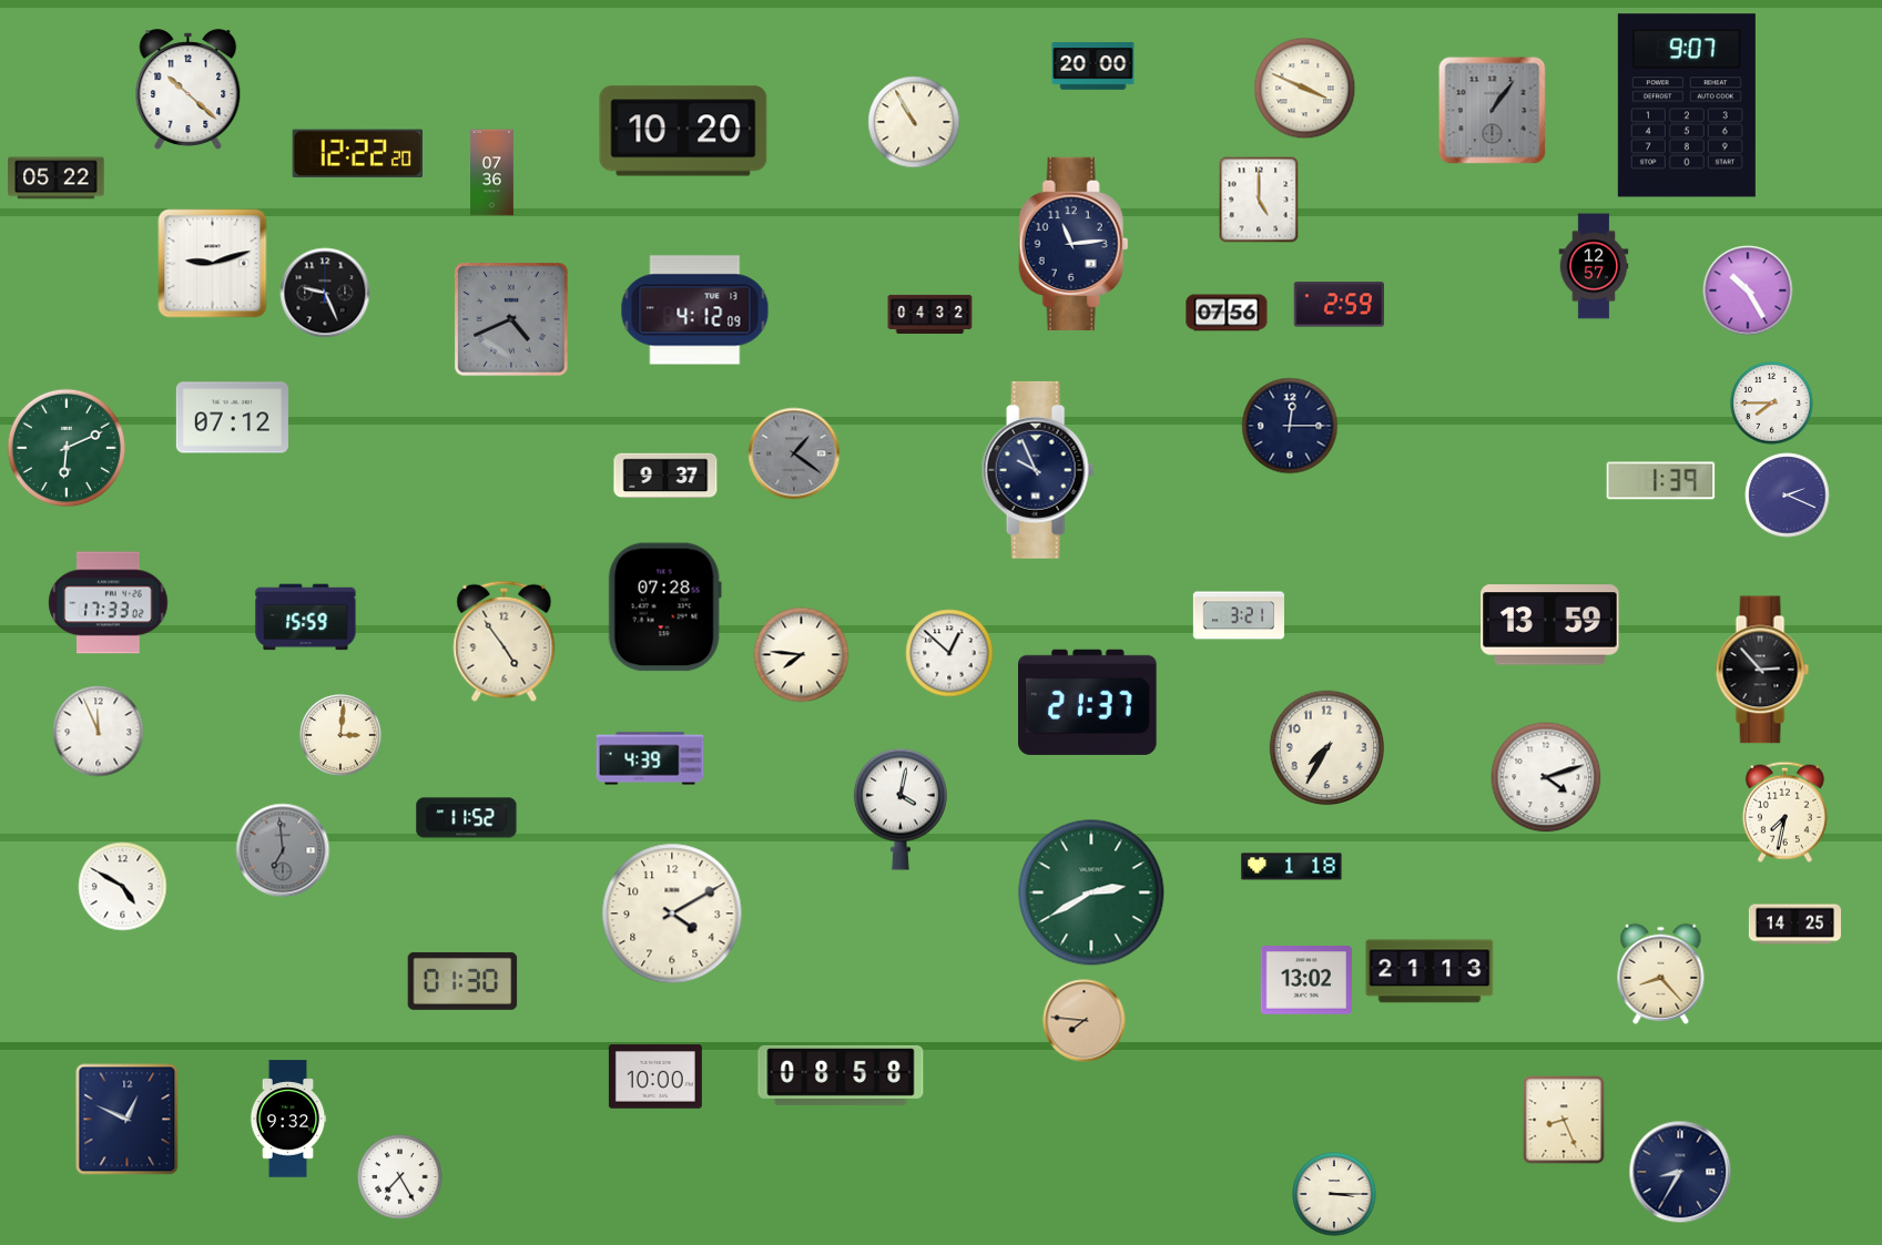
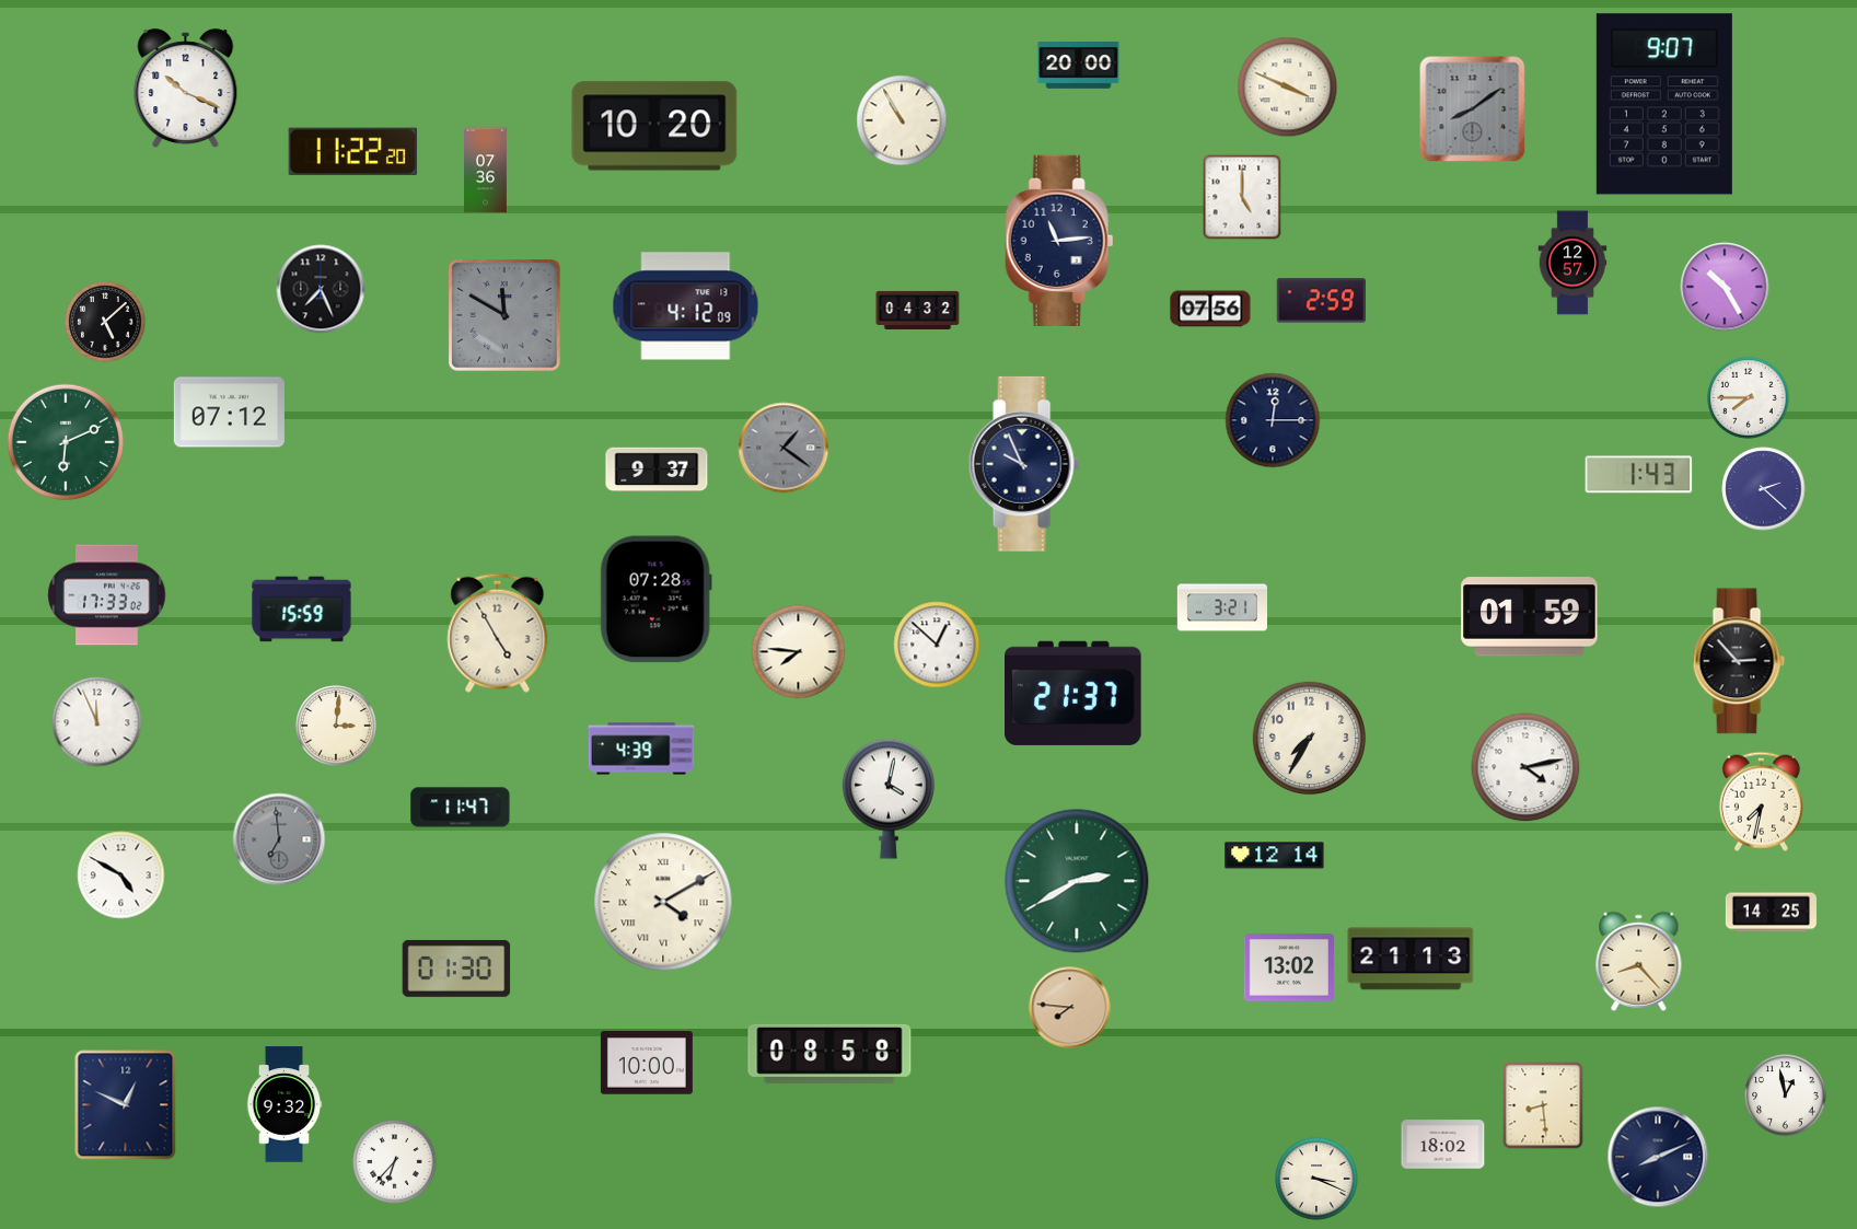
clock at (189, 89): 10:22 -> 10:19
clock at (1493, 111): 1:06 -> 8:09
clock at (683, 131) position: (683, 131) -> (654, 126)
clock at (358, 154): 12:22 -> 11:22
clock at (57, 178): 05:22 -> none
clock at (213, 264): 9:12 -> none
clock at (325, 293): 9:26 -> 7:26
clock at (512, 320): 4:41 -> 11:50
clock at (105, 322): none -> 5:08
clock at (1661, 481): 1:39 -> 1:43
clock at (1788, 496): 2:19 -> 2:22
clock at (1550, 625): 13:59 -> 01:59
clock at (505, 641): 4:54 -> 4:55
clock at (802, 655) position: (802, 655) -> (799, 652)
clock at (1546, 777): 4:12 -> 4:13
clock at (467, 818): 11:52 -> 11:47
clock at (1292, 867): 1:18 -> 12:14
clock at (672, 914) numerals: Arabic -> Roman
clock at (841, 1075) position: (841, 1075) -> (829, 1054)
clock at (1786, 1095): none -> 12:58
clock at (1564, 1120): 8:26 -> 8:29
clock at (1443, 1145): none -> 18:02
clock at (1680, 1172): 8:35 -> 8:11
clock at (400, 1177): 7:25 -> 6:37
clock at (1334, 1194): 3:15 -> 3:19
